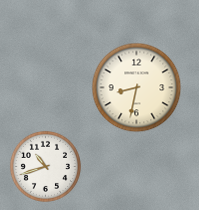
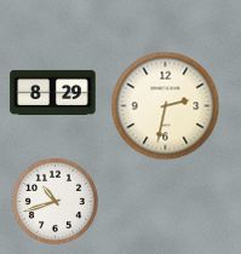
clock at (53, 92): none -> 8:29
clock at (137, 88): 8:32 -> 2:32
